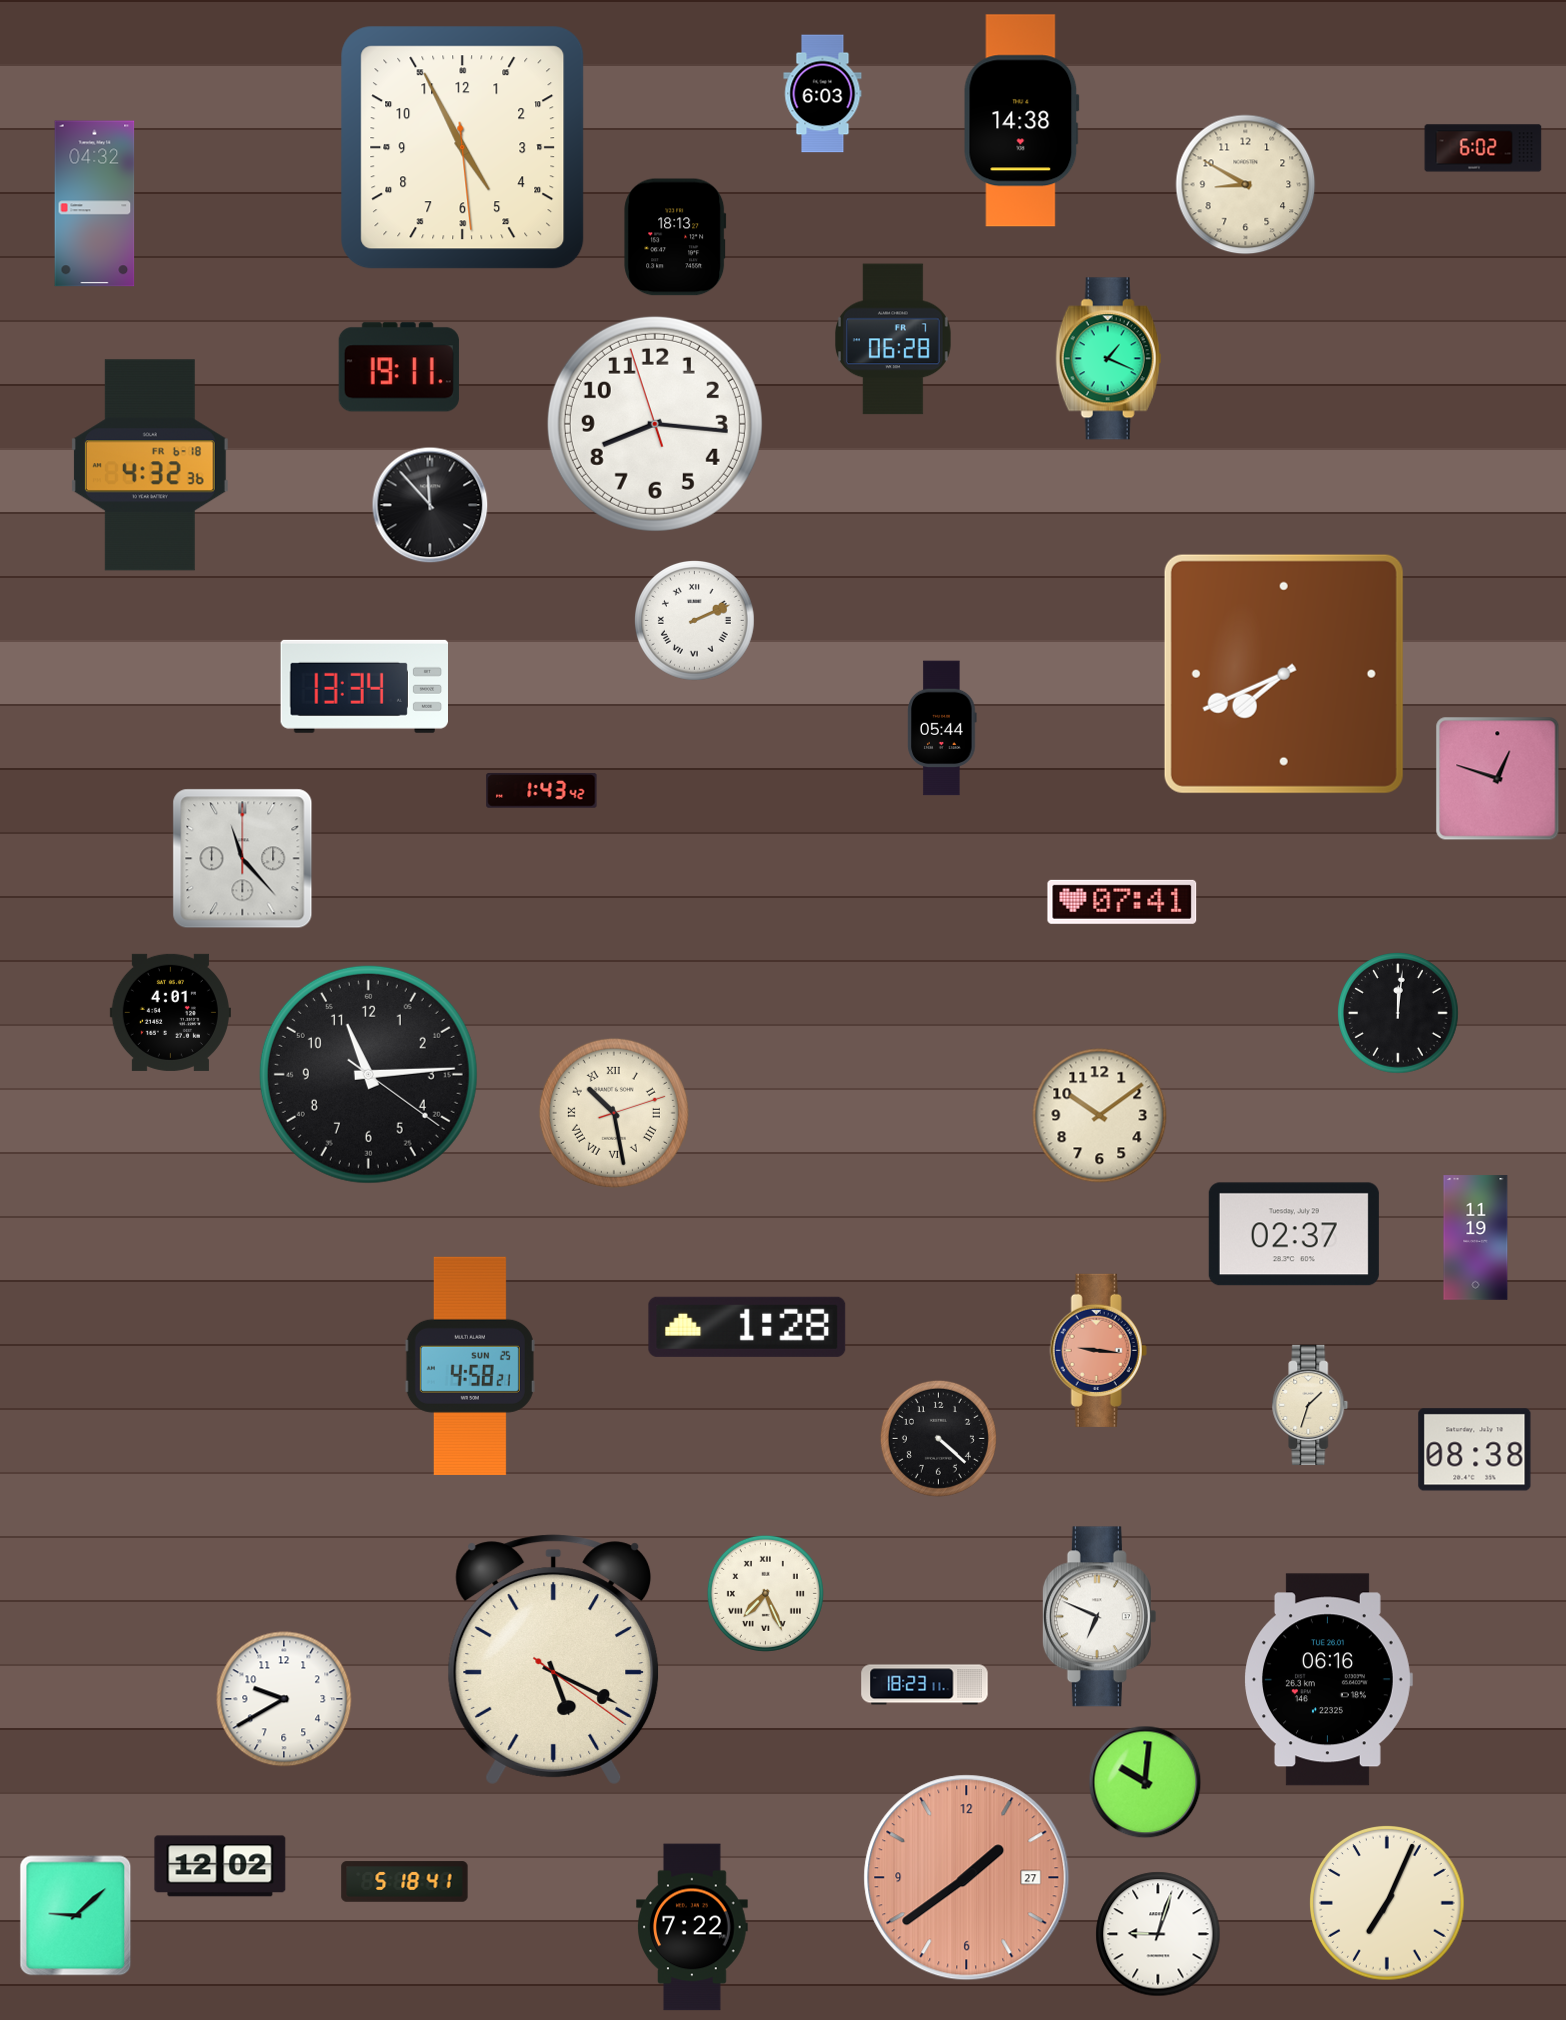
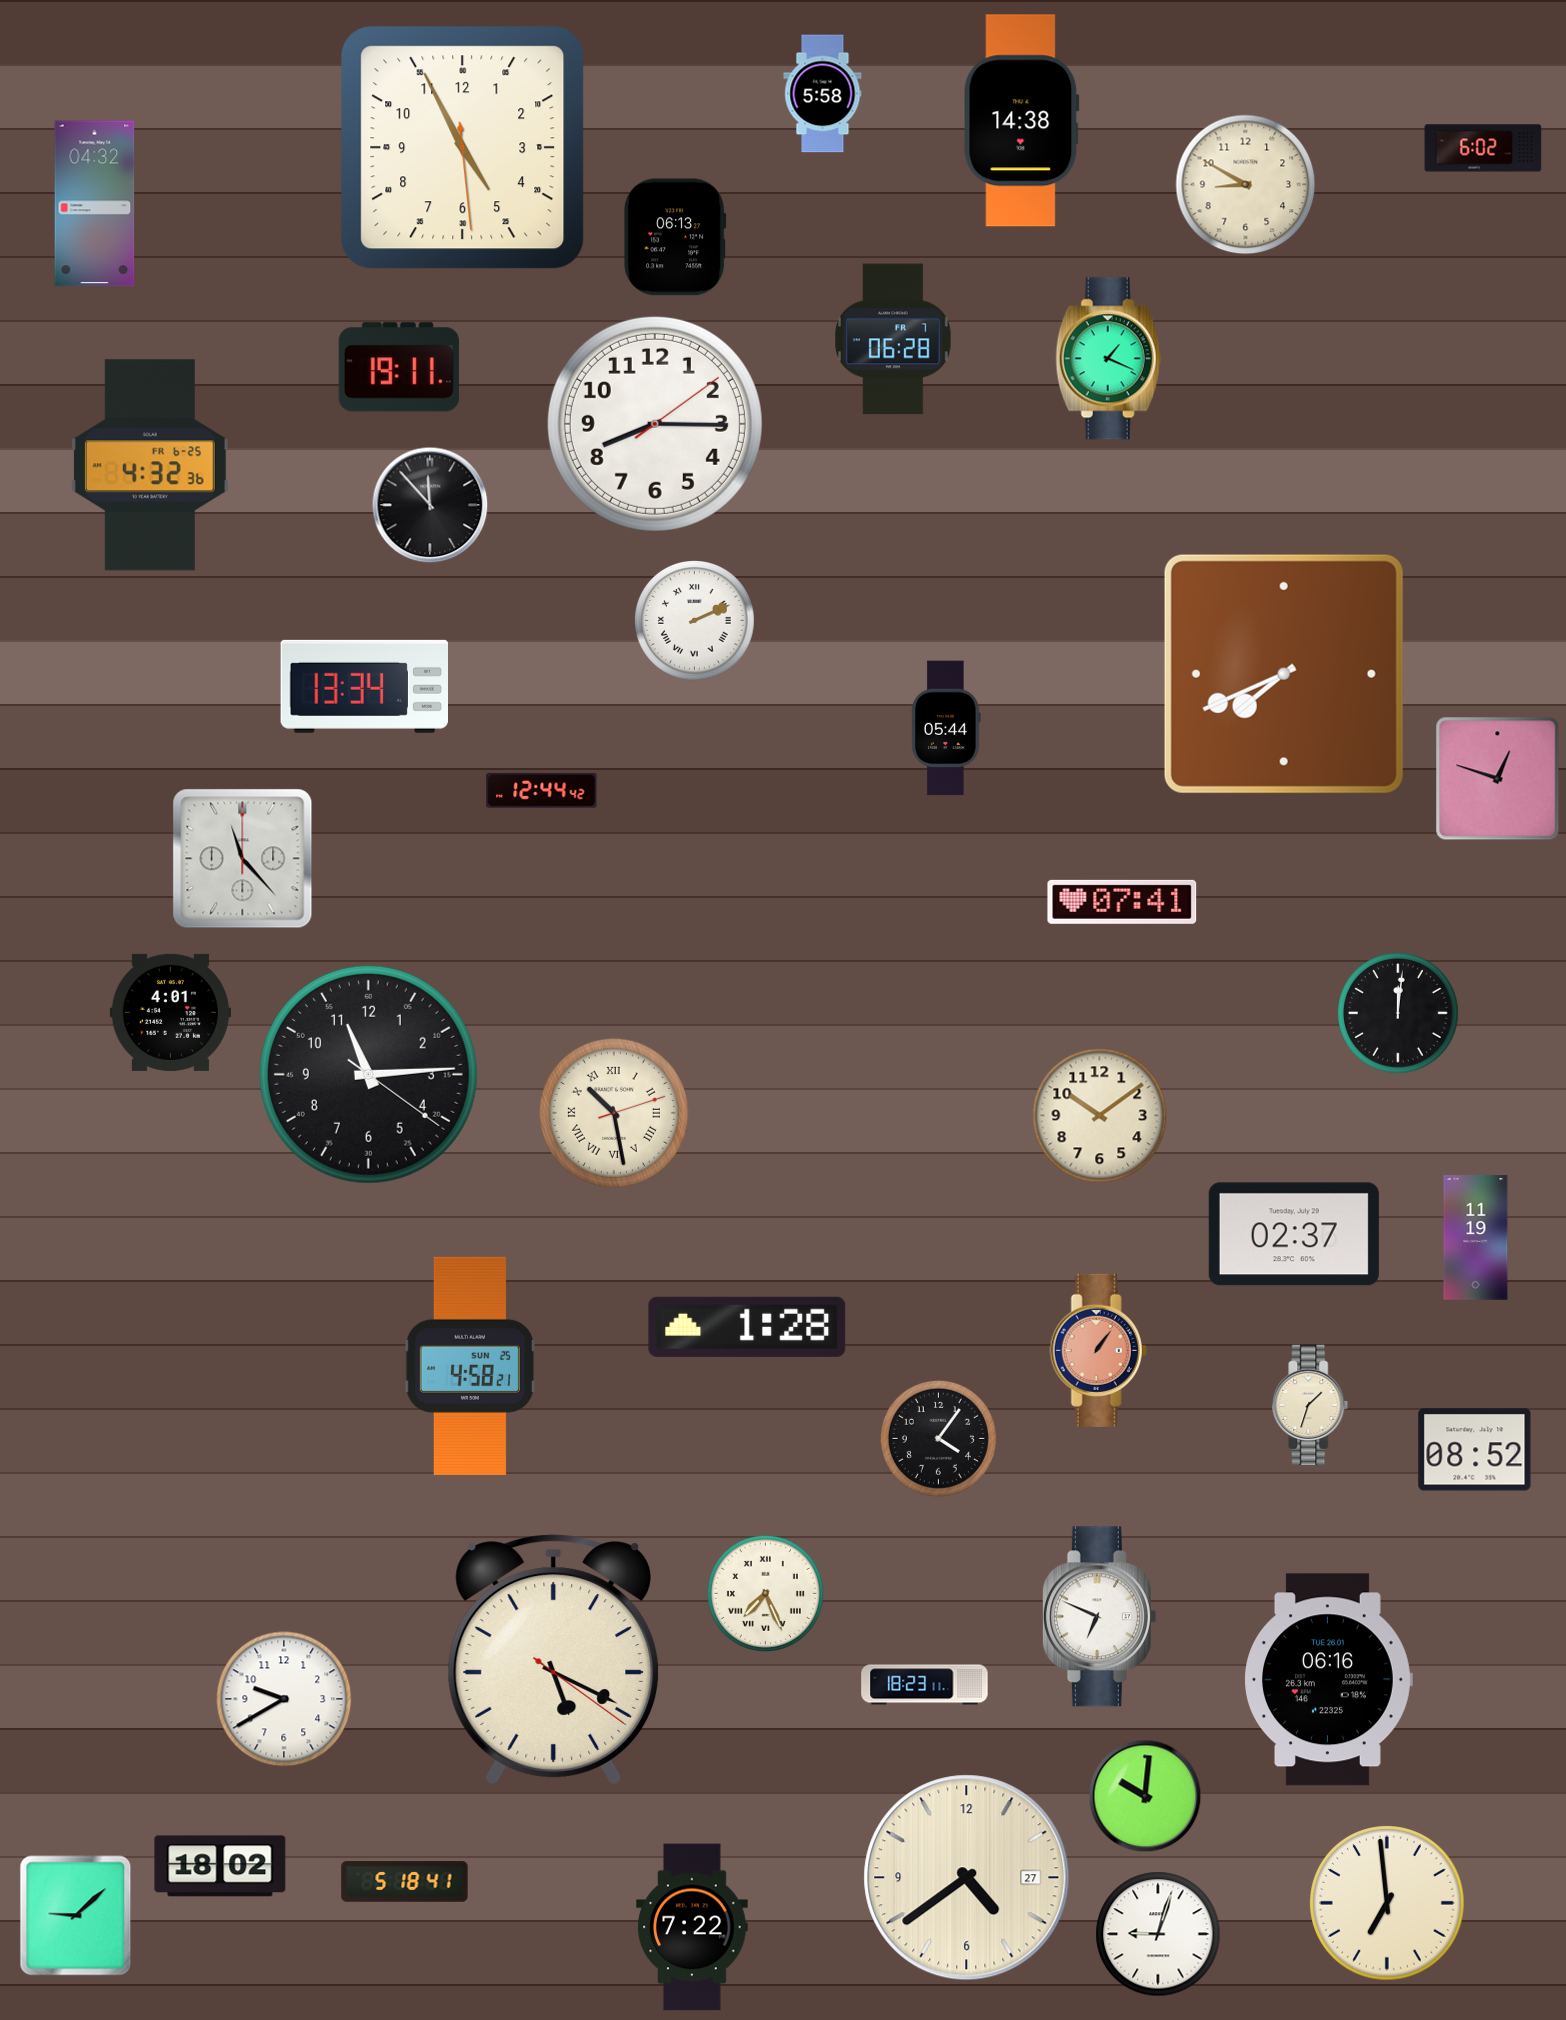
clock at (823, 94): 6:03 -> 5:58
clock at (675, 237): 18:13 -> 06:13
clock at (655, 424): 8:15:57 -> 8:15:09
clock at (150, 465) date: FR 6-18 -> FR 6-25
clock at (942, 728) position: (942, 728) -> (946, 728)
clock at (542, 790): 1:43 -> 12:44
clock at (1098, 1350): 9:16 -> 1:06
clock at (938, 1438): 4:22 -> 4:06
clock at (1475, 1450): 08:38 -> 08:52
clock at (1145, 1782) position: (1145, 1782) -> (1145, 1796)
clock at (220, 1866): 12:02 -> 18:02
clock at (967, 1878): 1:39 -> 4:39
clock at (967, 1878) dial: salmon -> cream
clock at (1388, 1904): 7:04 -> 6:59
